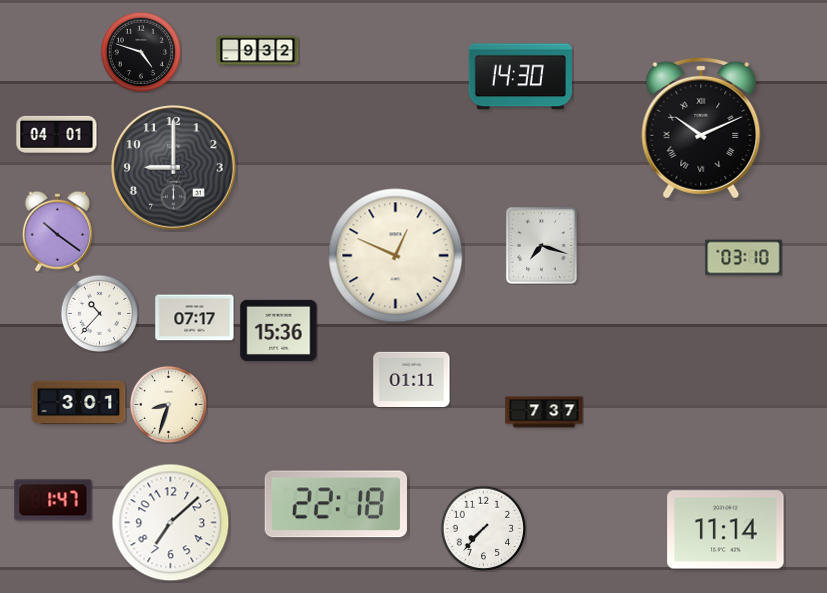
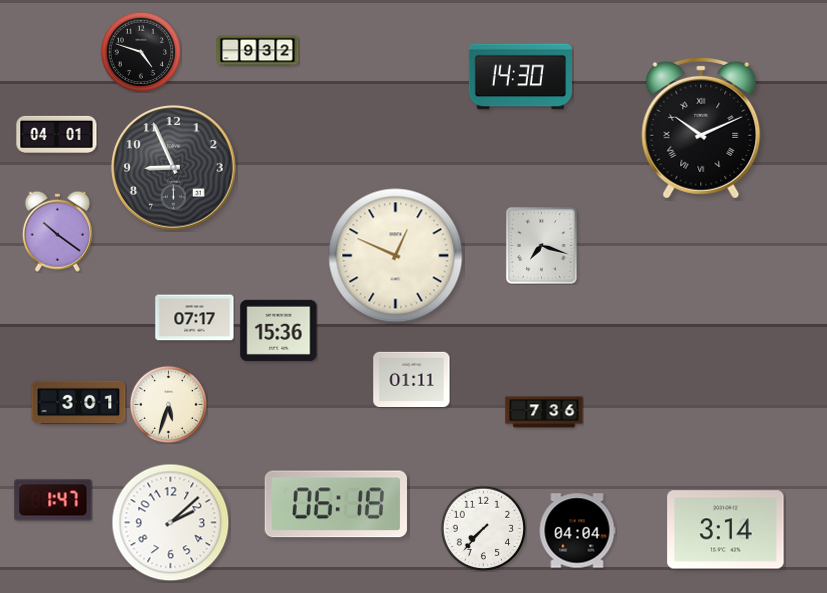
clock at (174, 168): 9:00 -> 8:56
clock at (744, 258): 03:10 -> none
clock at (99, 313): 10:37 -> none
clock at (168, 404): 8:33 -> 5:33
clock at (544, 412): 7:37 -> 7:36
clock at (335, 504): 22:18 -> 06:18
clock at (171, 523): 7:08 -> 2:08
clock at (726, 530): 11:14 -> 3:14
clock at (577, 531): none -> 04:04
